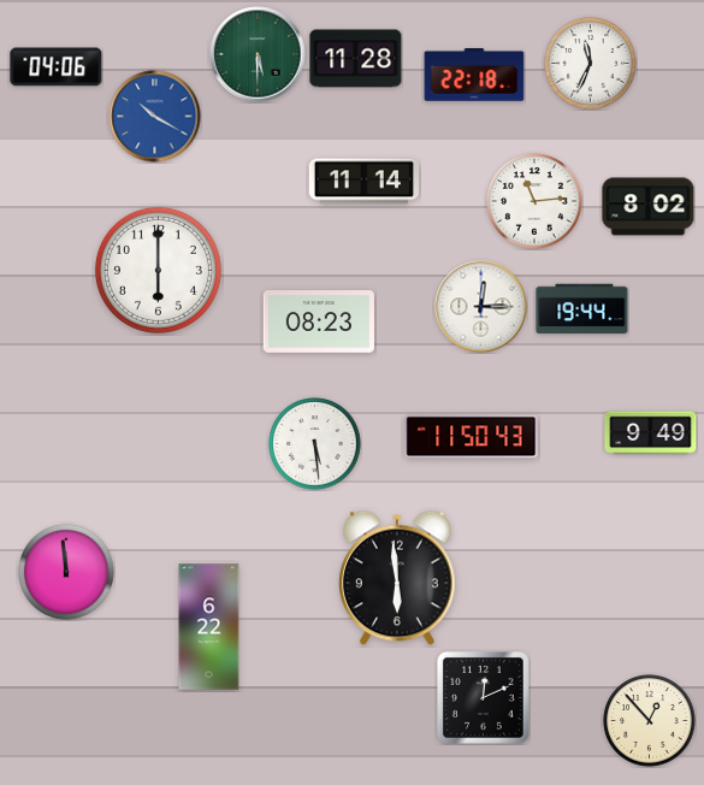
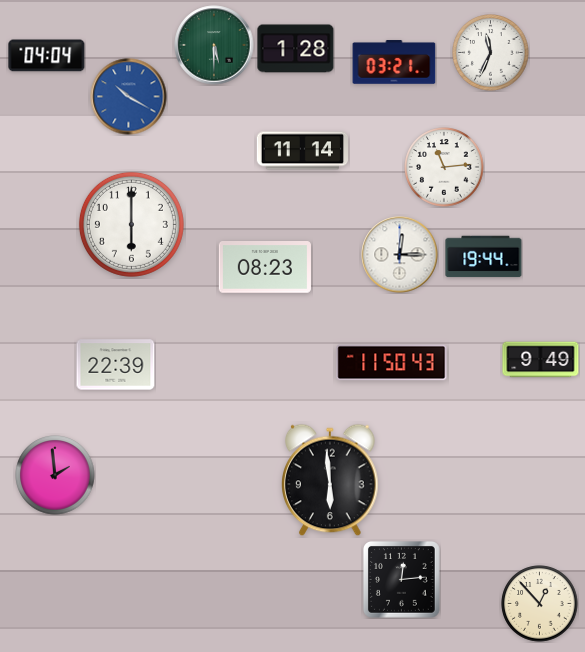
clock at (356, 59): 11:28 -> 1:28
clock at (57, 67): 04:06 -> 04:04
clock at (474, 75): 22:18 -> 03:21
clock at (649, 207): 8:02 -> none
clock at (116, 365): none -> 22:39
clock at (315, 444): 5:29 -> none
clock at (66, 572): 11:59 -> 1:59
clock at (209, 627): 6:22 -> none
clock at (483, 697): 12:11 -> 12:14
clock at (650, 721) position: (650, 721) -> (540, 604)
